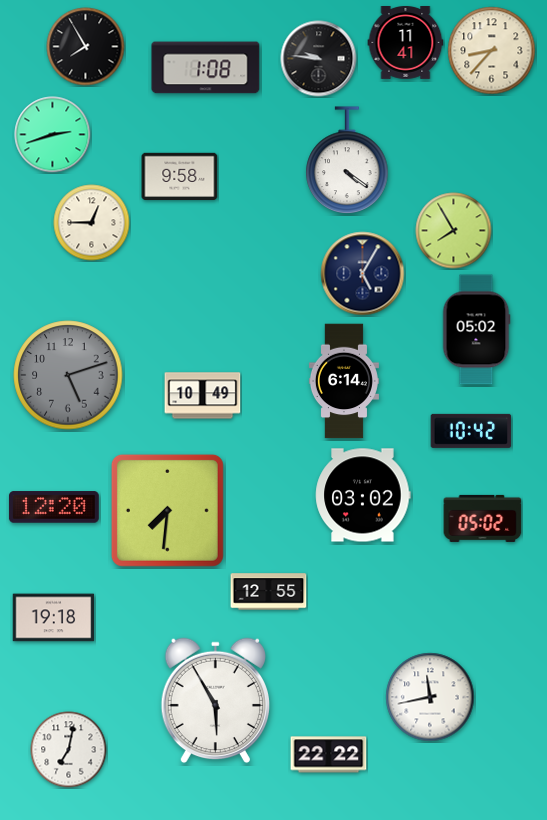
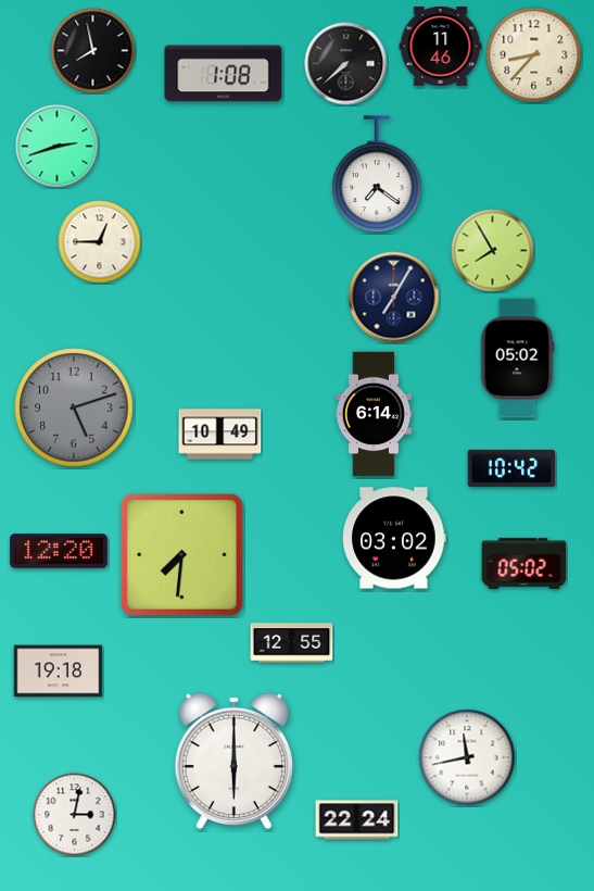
clock at (406, 43): 11:41 -> 11:46
clock at (86, 47): 7:55 -> 7:58
clock at (319, 59): 9:46 -> 7:38
clock at (347, 160): 4:21 -> 7:21
clock at (180, 176): 9:58 -> none
clock at (363, 274): 5:05 -> 7:05
clock at (203, 396) position: (203, 396) -> (220, 435)
clock at (215, 701): 5:55 -> 6:00
clock at (69, 750): 7:02 -> 3:02
clock at (329, 755): 22:22 -> 22:24
